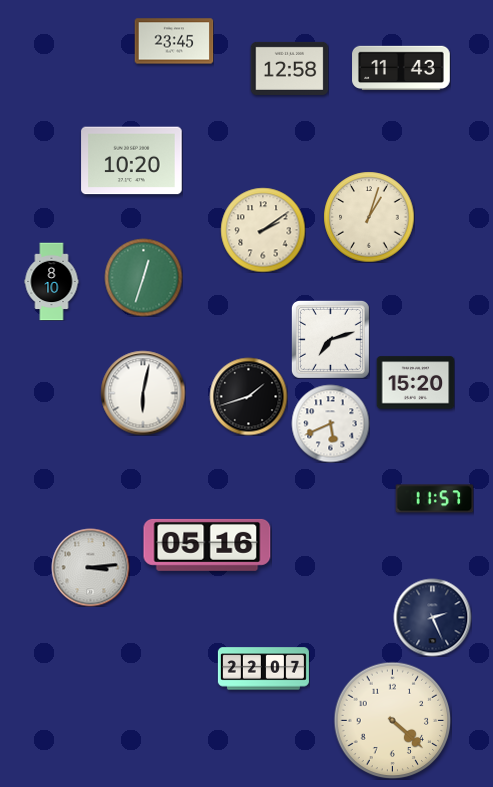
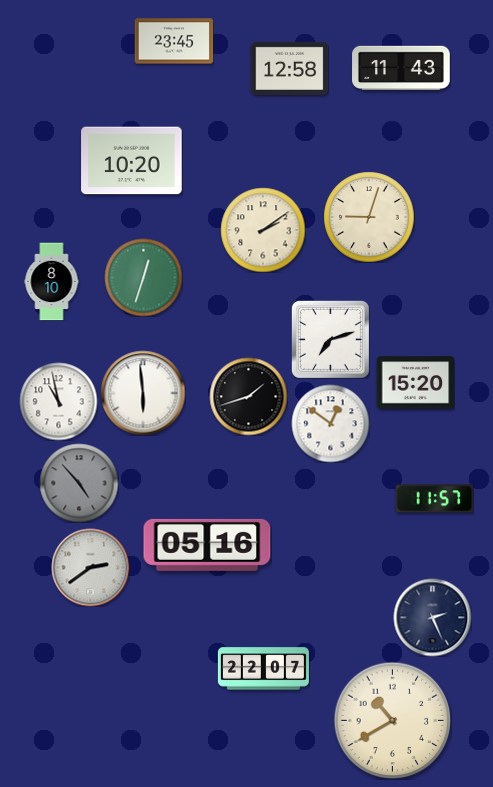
clock at (369, 217): 1:03 -> 9:03
clock at (143, 393): 6:02 -> 5:59
clock at (58, 401): none -> 10:58
clock at (330, 423): 5:41 -> 12:51
clock at (79, 483): none -> 4:53
clock at (90, 567): 3:14 -> 2:39
clock at (392, 720): 4:22 -> 10:40
